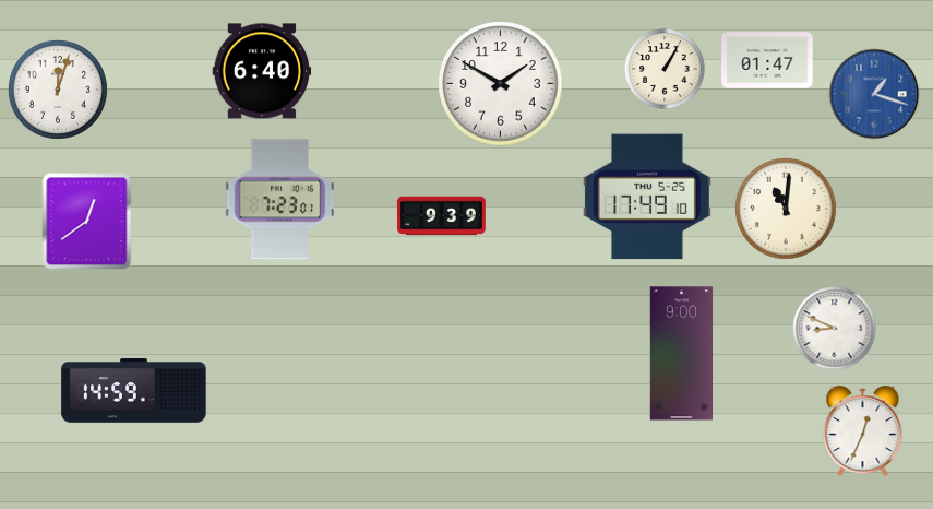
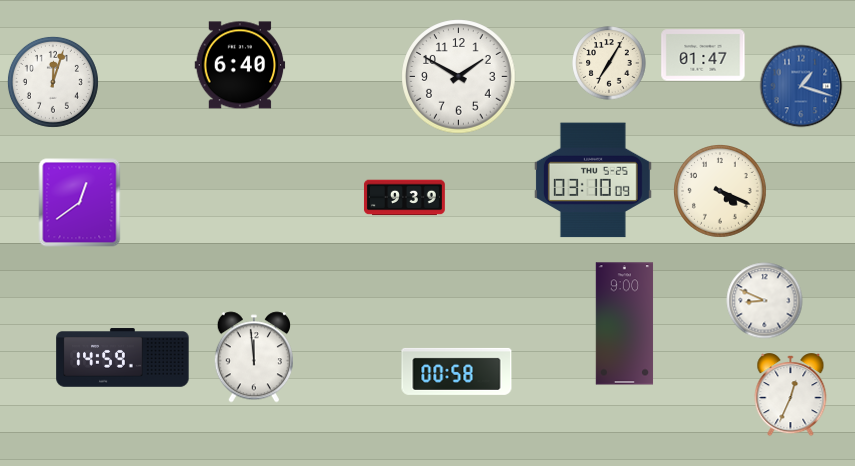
clock at (665, 69): 1:05 -> 7:05
clock at (647, 197): 17:49 -> 03:10
clock at (280, 200): 7:23 -> none
clock at (787, 210): 11:01 -> 4:19
clock at (254, 357): none -> 11:59
clock at (457, 371): none -> 00:58
